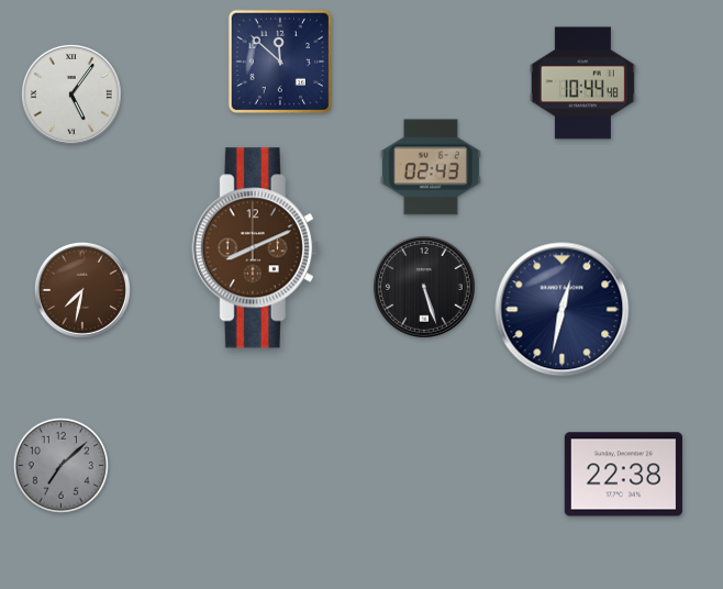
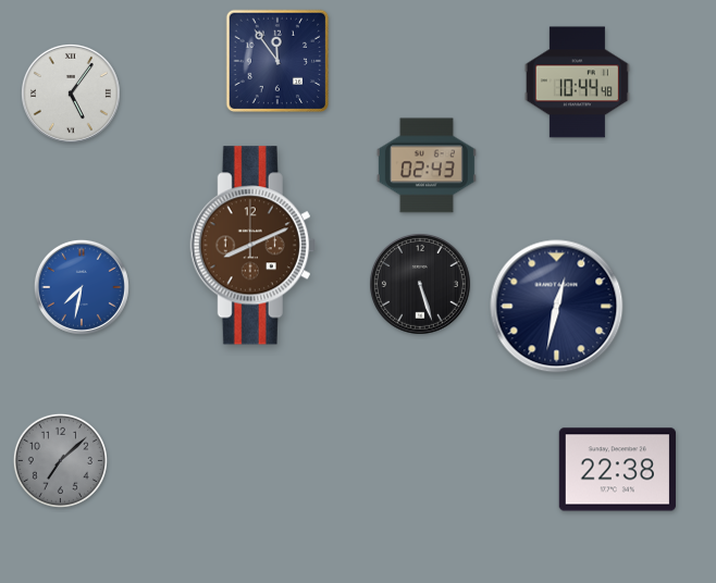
clock at (280, 62): 11:52 -> 11:54
clock at (82, 290) dial: brown -> blue
